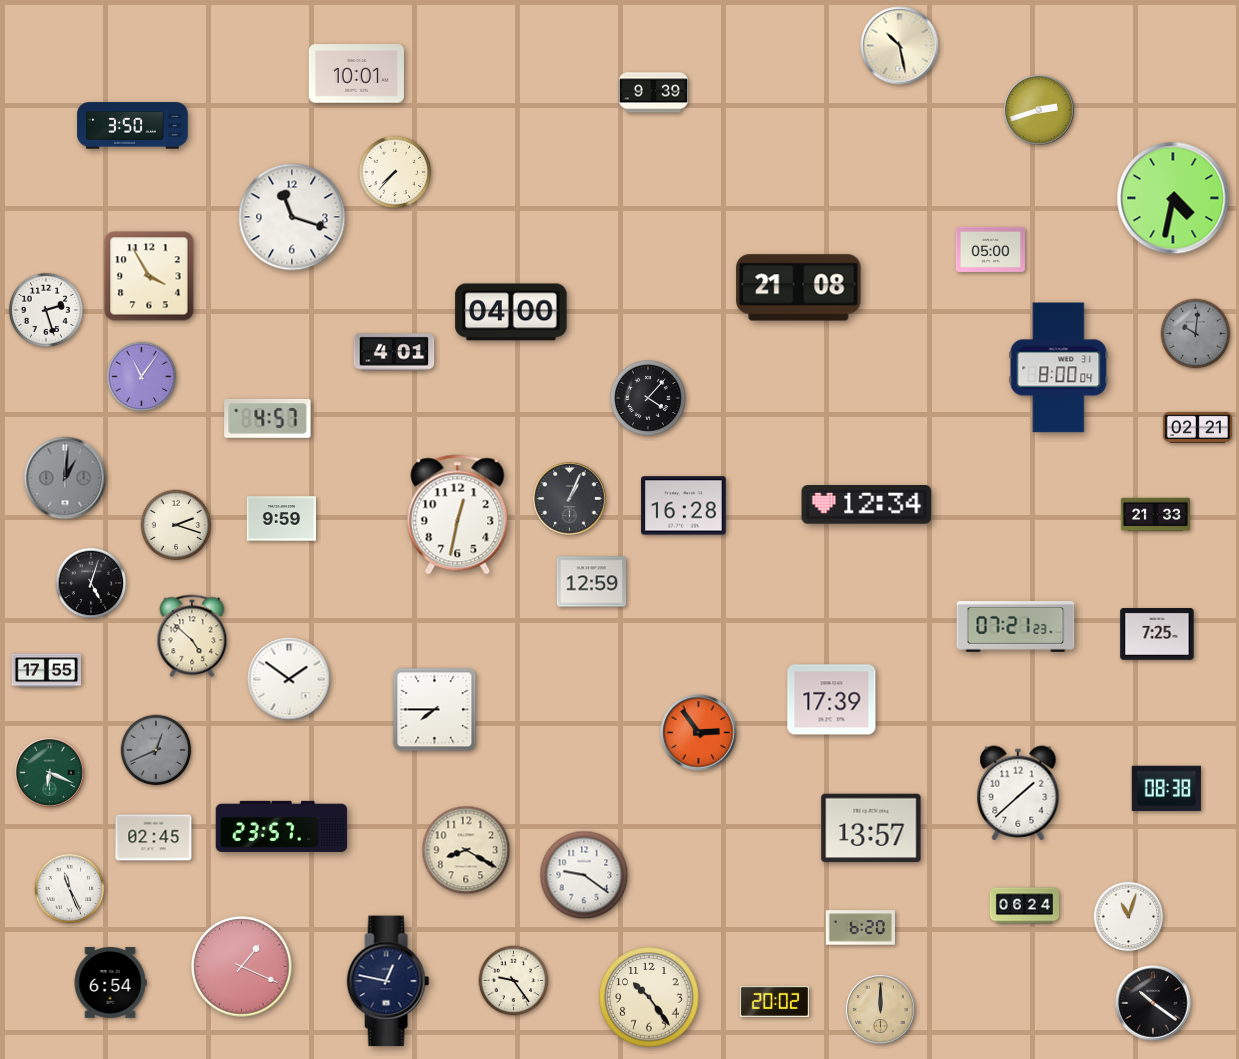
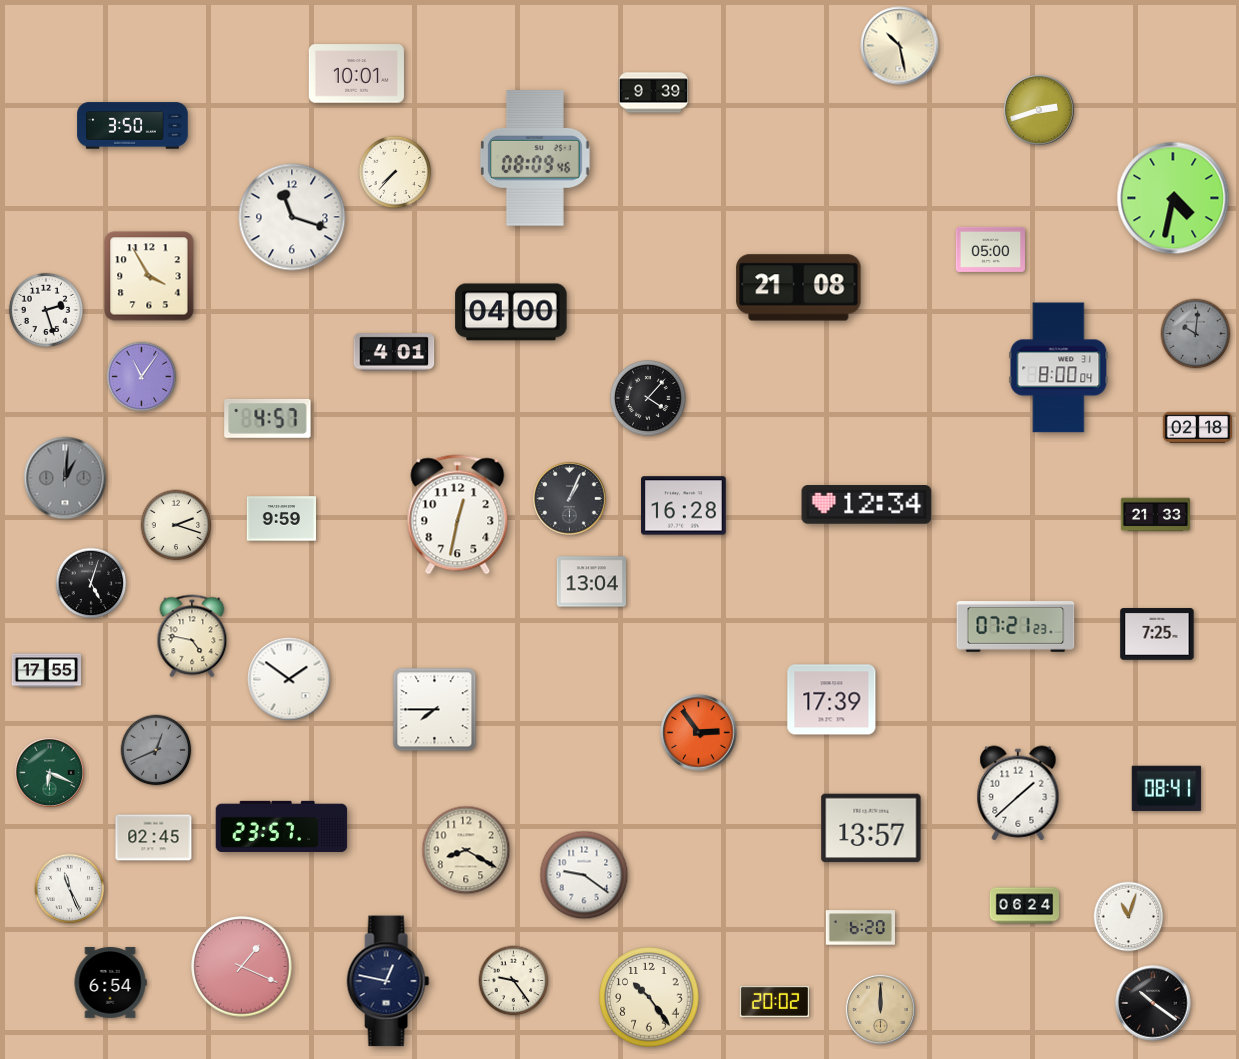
clock at (535, 159): none -> 08:09
clock at (1197, 427): 02:21 -> 02:18
clock at (591, 582): 12:59 -> 13:04
clock at (192, 636): 4:52 -> 4:47
clock at (1166, 788): 08:38 -> 08:41
